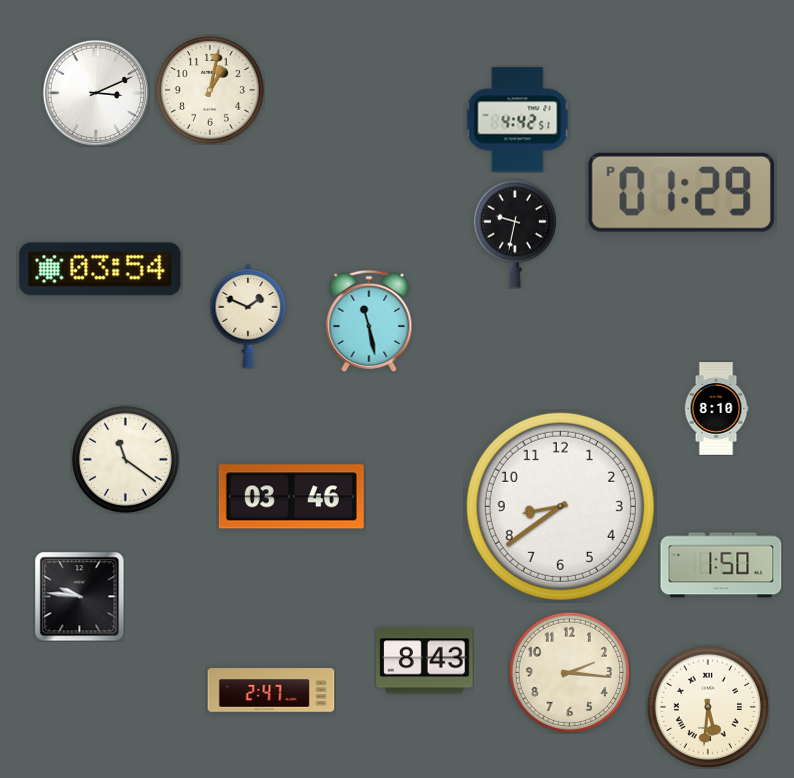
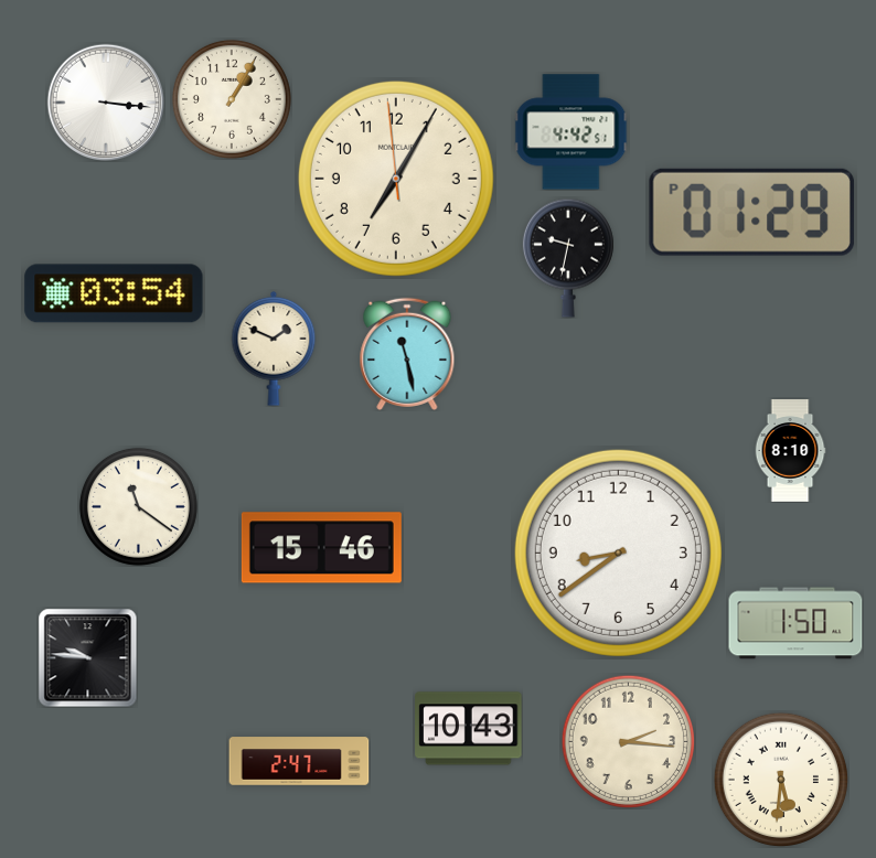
clock at (210, 90): 1:02 -> 1:05
clock at (95, 92): 3:11 -> 3:16
clock at (396, 179): none -> 7:04
clock at (100, 269) position: (100, 269) -> (114, 293)
clock at (291, 497): 03:46 -> 15:46
clock at (560, 506) position: (560, 506) -> (618, 553)
clock at (425, 661): 8:43 -> 10:43
